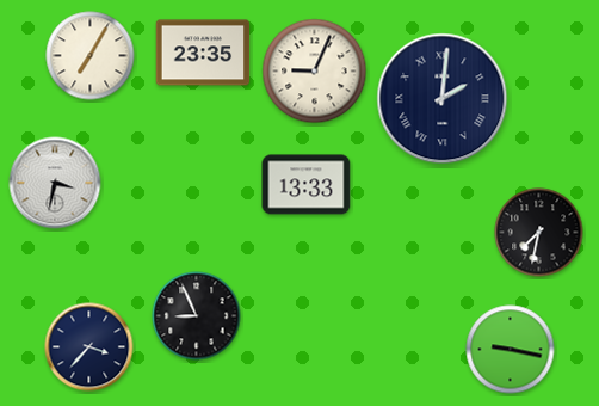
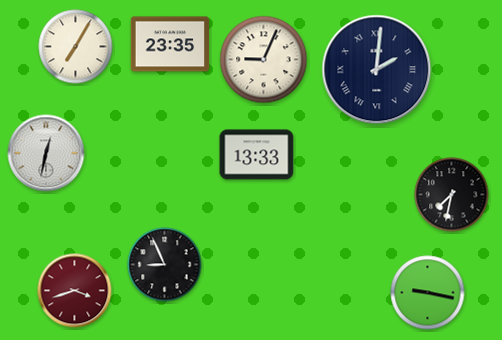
clock at (443, 99) position: (443, 99) -> (377, 70)
clock at (55, 183): 3:32 -> 12:32
clock at (89, 347): 3:37 -> 3:42
clock at (89, 347) dial: navy -> burgundy
